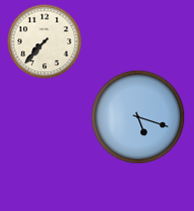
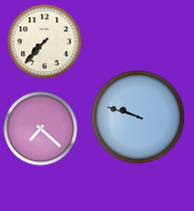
clock at (138, 117): 5:18 -> 9:48
clock at (41, 129): none -> 7:22
